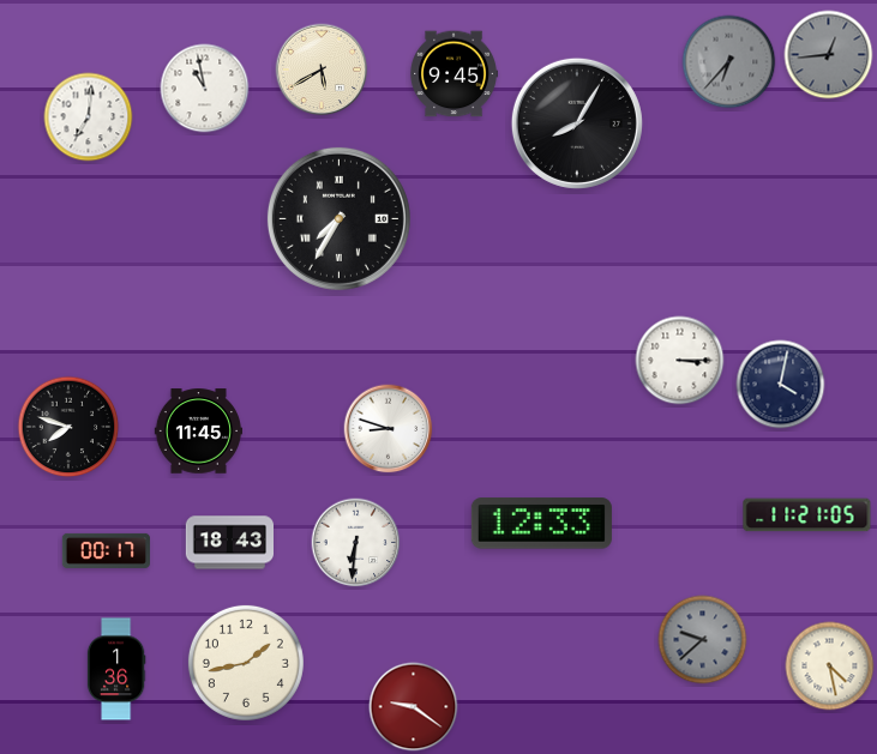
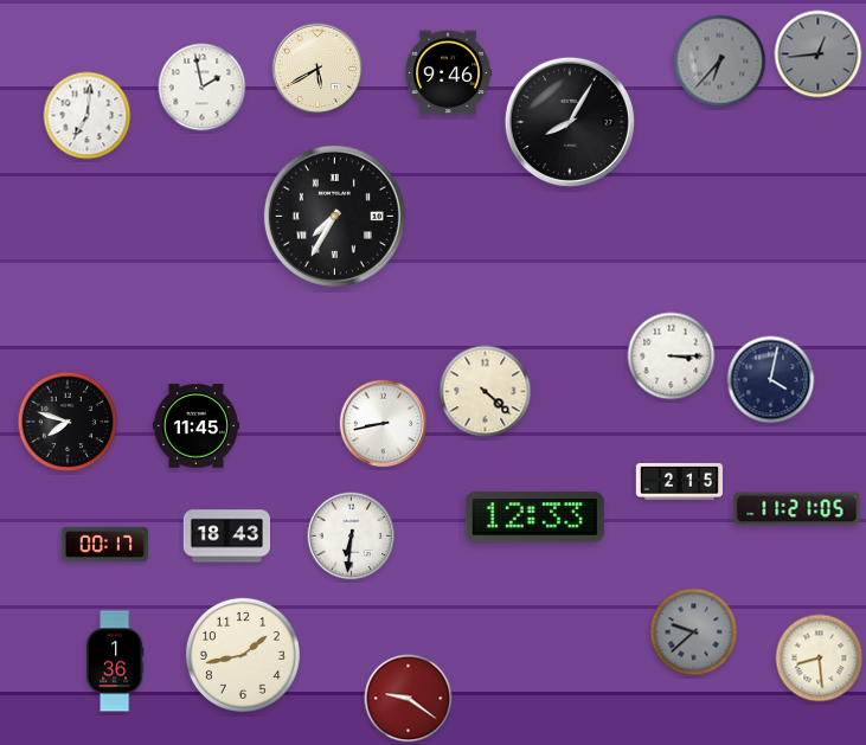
clock at (453, 74): 9:45 -> 9:46
clock at (205, 89): 10:58 -> 1:58
clock at (486, 392): none -> 4:22
clock at (389, 429): 8:48 -> 8:43
clock at (680, 481): none -> 2:15
clock at (830, 666): 4:28 -> 8:29
